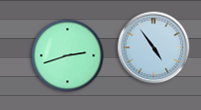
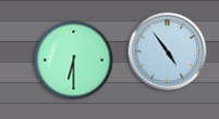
clock at (68, 56): 2:42 -> 6:30
